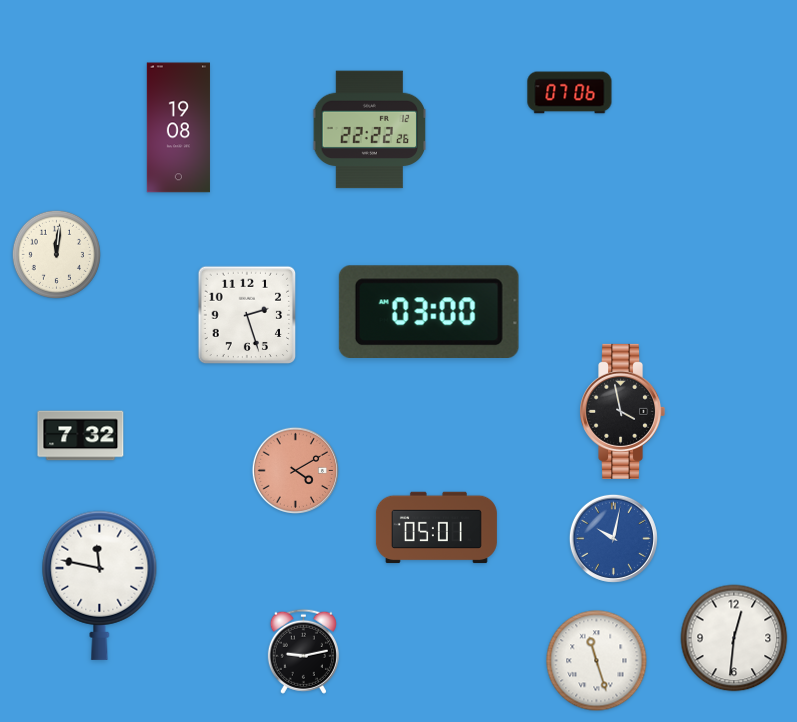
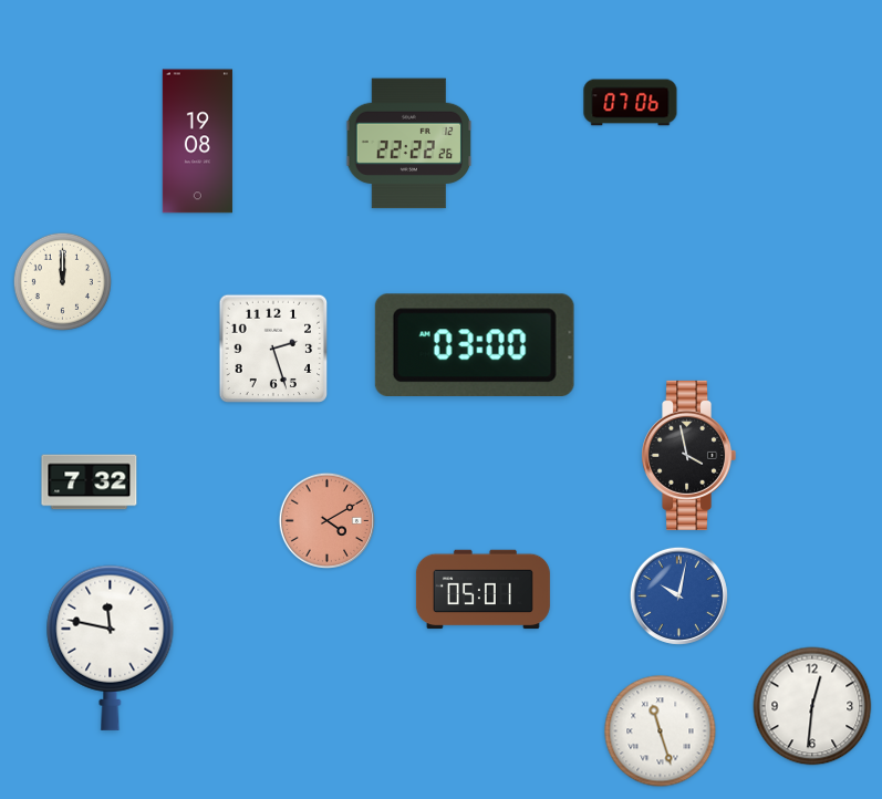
clock at (56, 254): 12:01 -> 12:00
clock at (436, 528) position: (436, 528) -> (482, 590)
clock at (303, 651): 9:13 -> none
